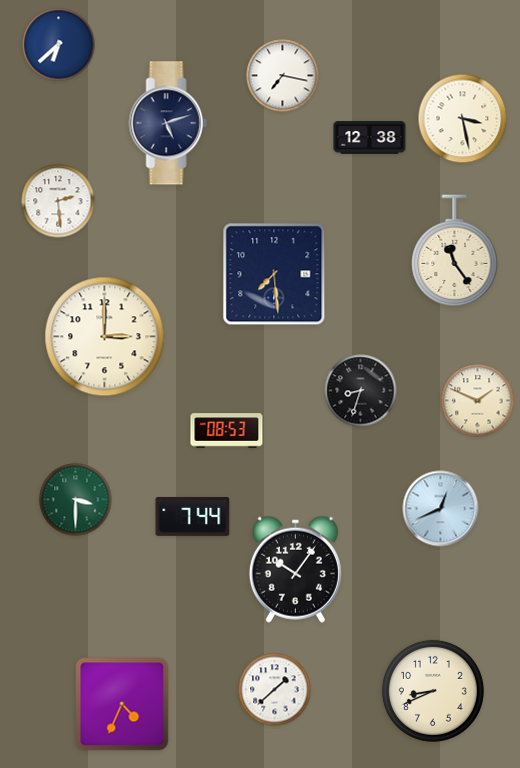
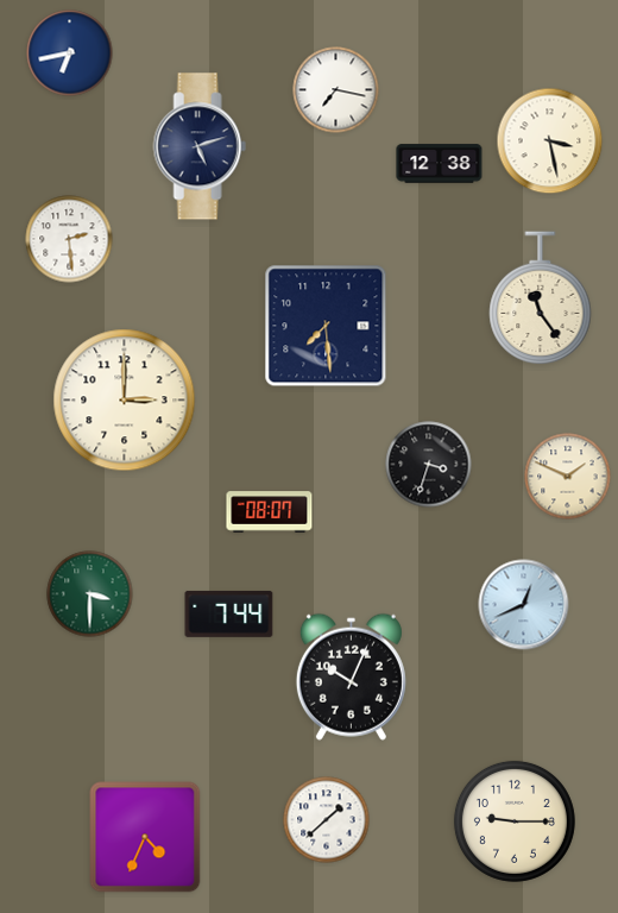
clock at (59, 45): 6:38 -> 6:43
clock at (361, 391): 8:33 -> 3:33
clock at (227, 431): 08:53 -> 08:07
clock at (295, 569): 10:06 -> 10:04
clock at (433, 691): 8:41 -> 9:15
